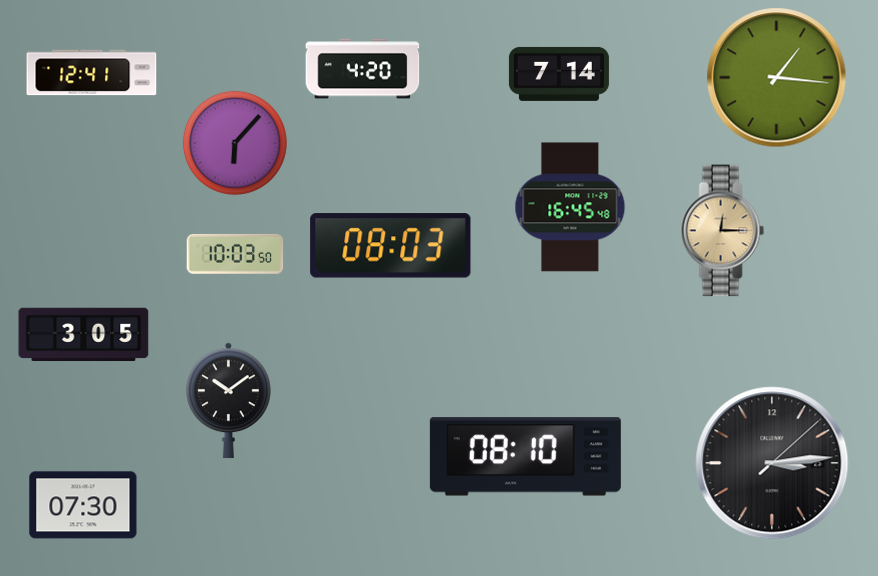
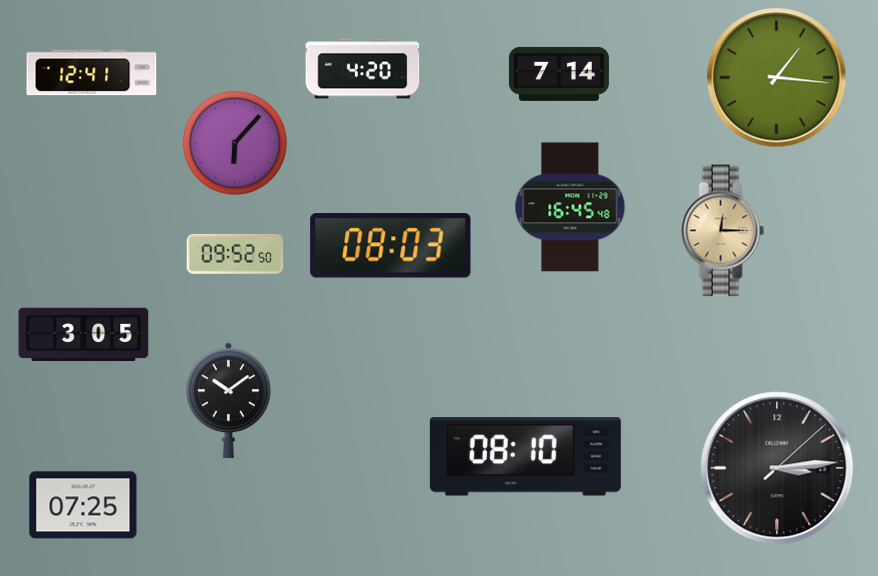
clock at (235, 254): 10:03 -> 09:52
clock at (772, 463) position: (772, 463) -> (777, 468)
clock at (83, 505): 07:30 -> 07:25
